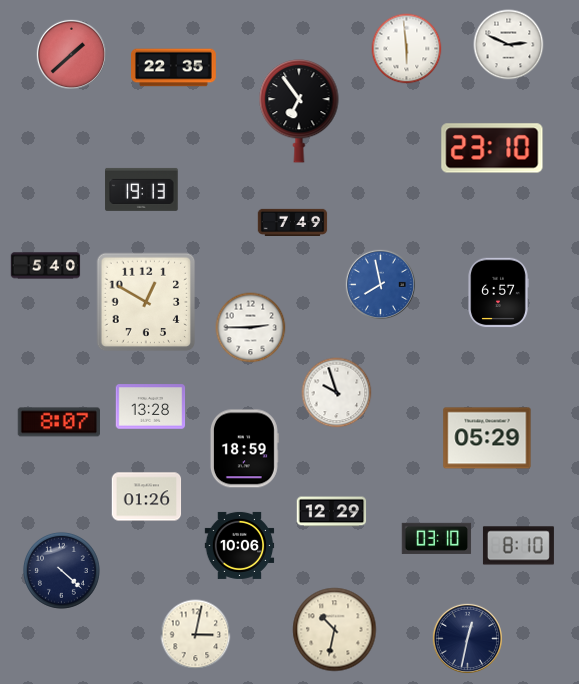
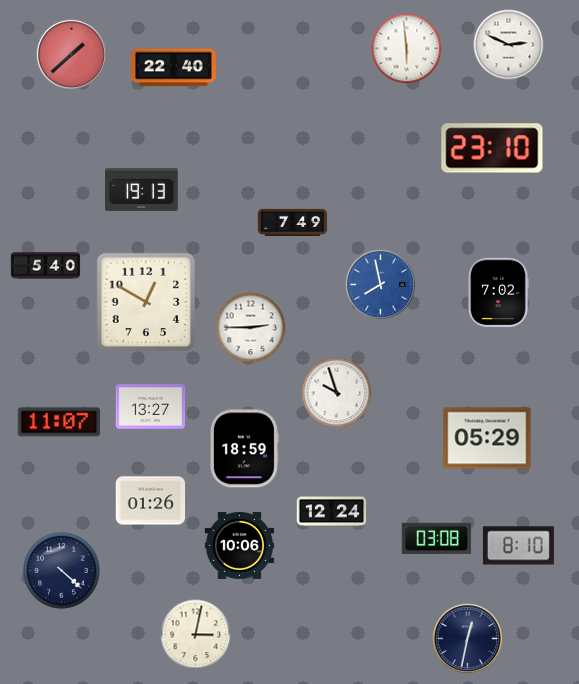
clock at (174, 68): 22:35 -> 22:40
clock at (299, 112): 6:54 -> none
clock at (498, 293): 6:57 -> 7:02
clock at (151, 407): 13:28 -> 13:27
clock at (58, 422): 8:07 -> 11:07
clock at (147, 497) position: (147, 497) -> (151, 501)
clock at (332, 512): 12:29 -> 12:24
clock at (437, 538): 03:10 -> 03:08
clock at (335, 630): 10:32 -> none
